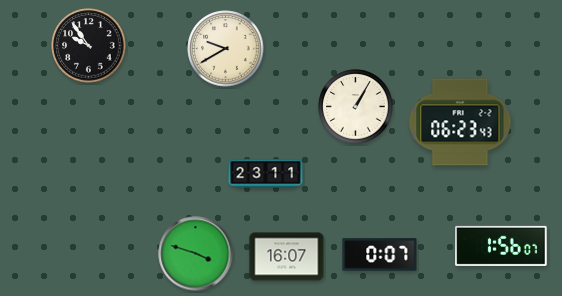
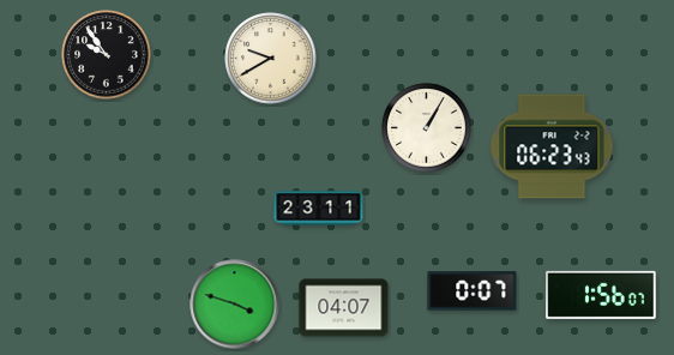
clock at (380, 255) position: (380, 255) -> (473, 291)
clock at (287, 257): 16:07 -> 04:07
